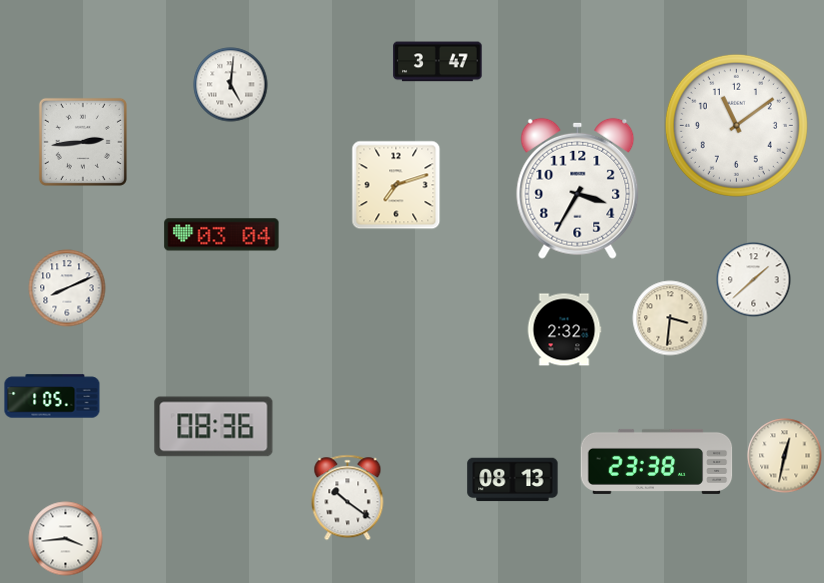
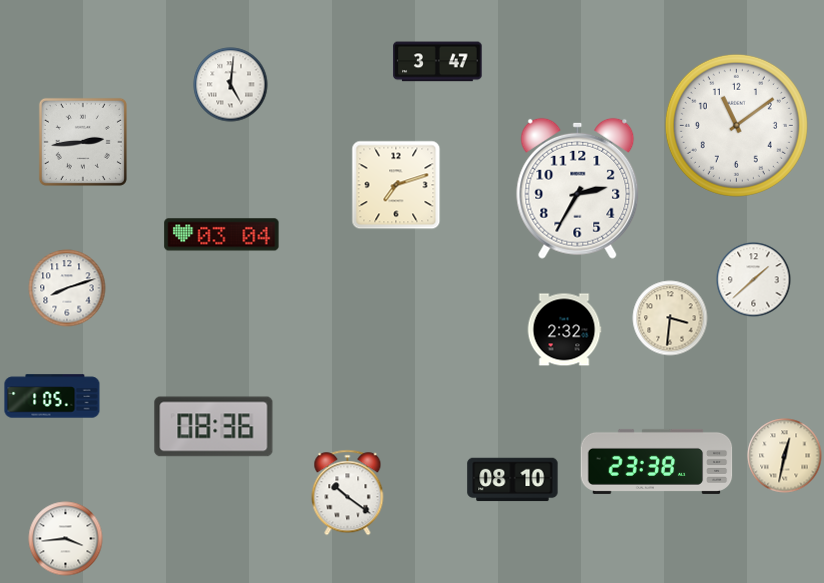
clock at (578, 188): 3:35 -> 2:35
clock at (67, 288): 8:11 -> 8:12
clock at (513, 480): 08:13 -> 08:10
clock at (348, 498) position: (348, 498) -> (348, 493)
